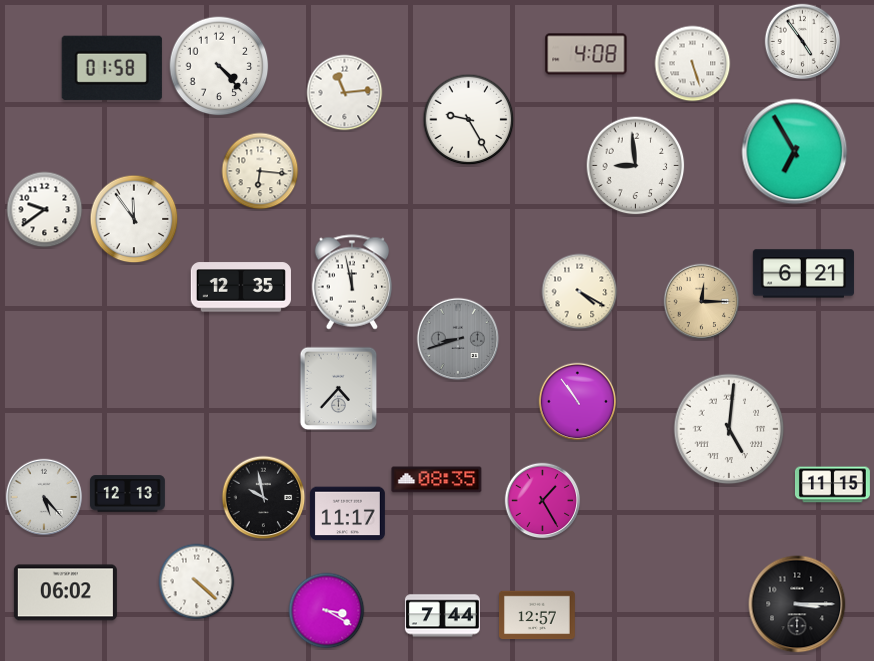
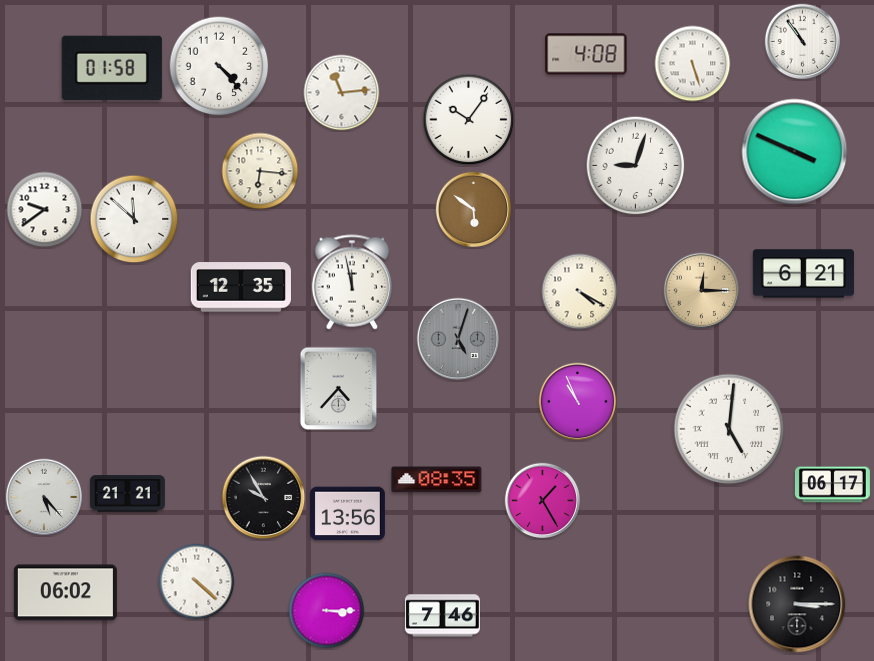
clock at (803, 42): 4:54 -> 10:54
clock at (345, 93) position: (345, 93) -> (342, 93)
clock at (469, 120): 9:25 -> 10:06
clock at (795, 152): 6:55 -> 3:49
clock at (636, 166): 8:59 -> 9:03
clock at (474, 210): none -> 5:51
clock at (134, 219): 11:54 -> 11:52
clock at (702, 302) position: (702, 302) -> (702, 291)
clock at (458, 339): 8:42 -> 5:03
clock at (578, 402): 10:54 -> 10:56
clock at (832, 485): 11:15 -> 06:17
clock at (127, 494): 12:13 -> 21:21
clock at (264, 498): 9:58 -> 9:55
clock at (347, 514): 11:17 -> 13:56
clock at (327, 611): 3:20 -> 3:15
clock at (538, 615): 12:57 -> none
clock at (442, 616): 7:44 -> 7:46
